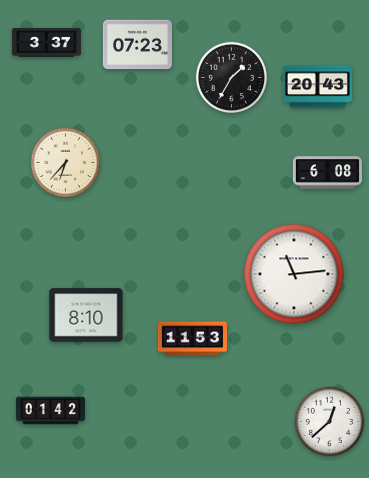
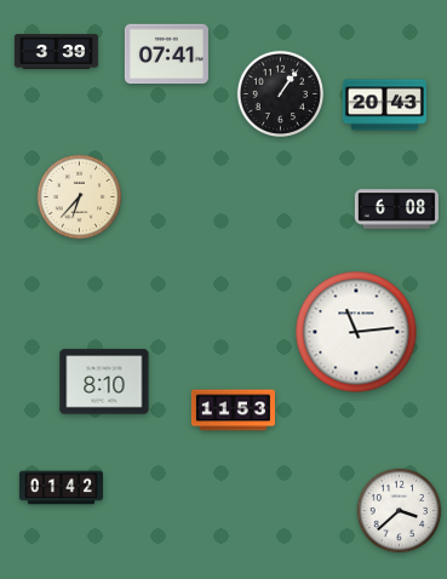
clock at (46, 43): 3:37 -> 3:39
clock at (137, 45): 07:23 -> 07:41
clock at (231, 77): 1:35 -> 1:06
clock at (50, 411) position: (50, 411) -> (61, 488)
clock at (330, 422): 12:38 -> 3:38
